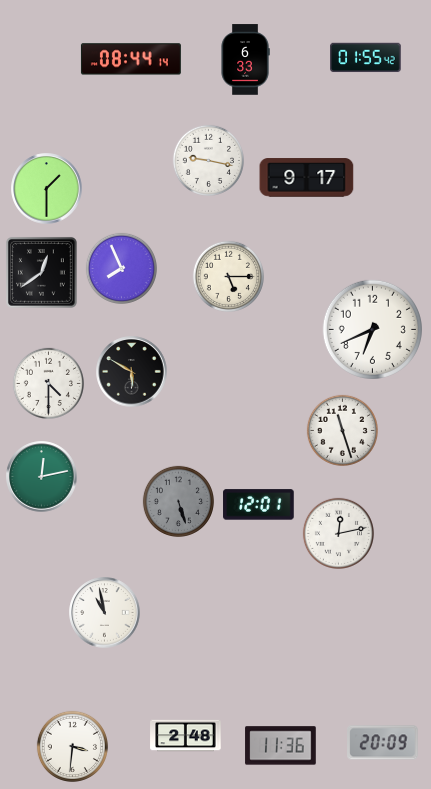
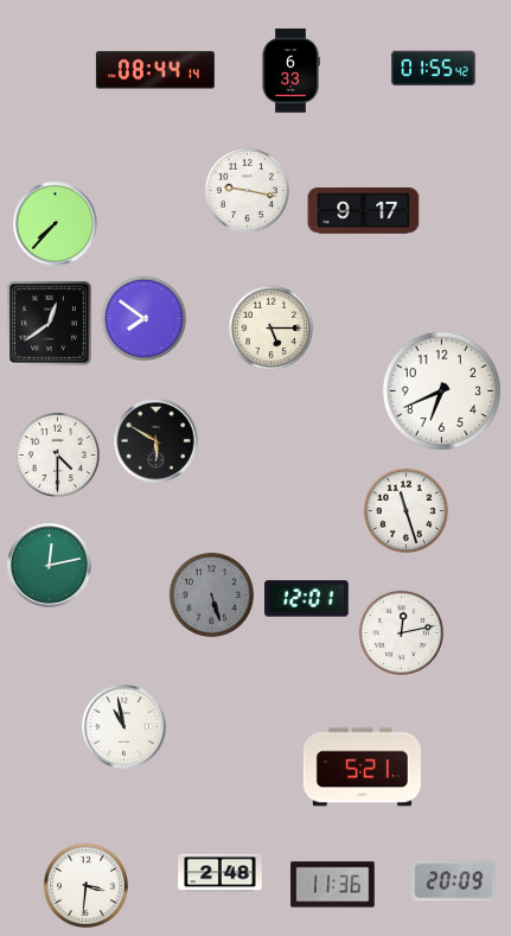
clock at (47, 189): 1:30 -> 7:37
clock at (121, 268): 7:56 -> 7:51
clock at (362, 768): none -> 5:21
